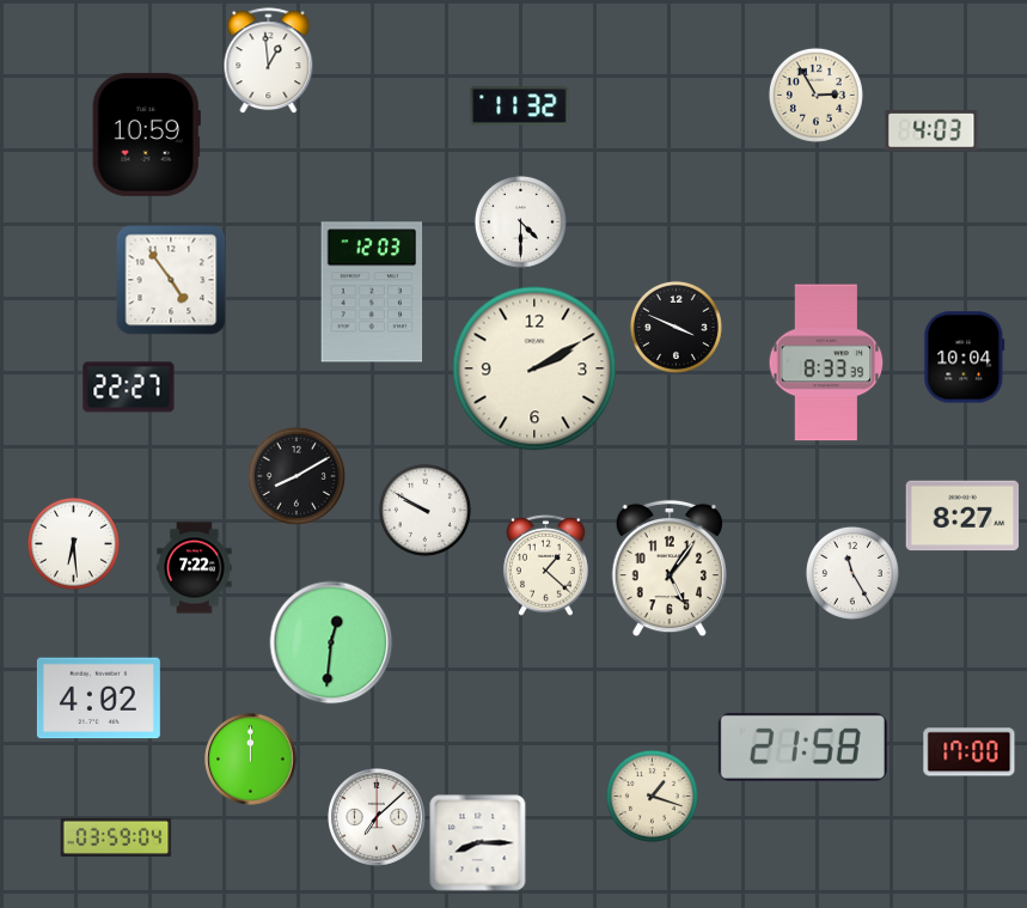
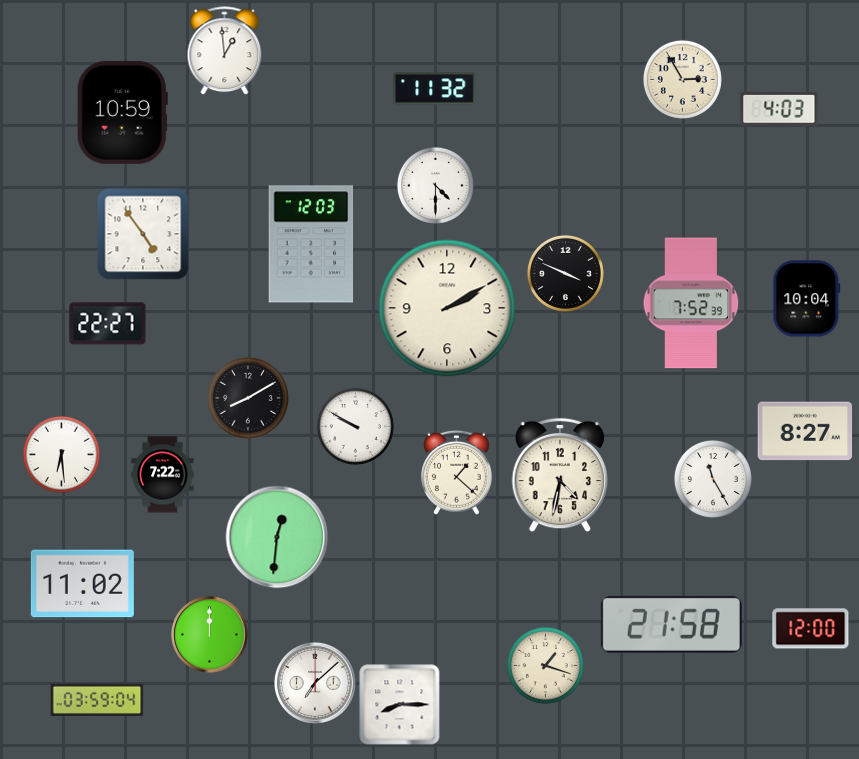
clock at (826, 362): 8:33 -> 7:52
clock at (668, 568): 5:06 -> 4:32
clock at (98, 699): 4:02 -> 11:02
clock at (970, 752): 17:00 -> 12:00
